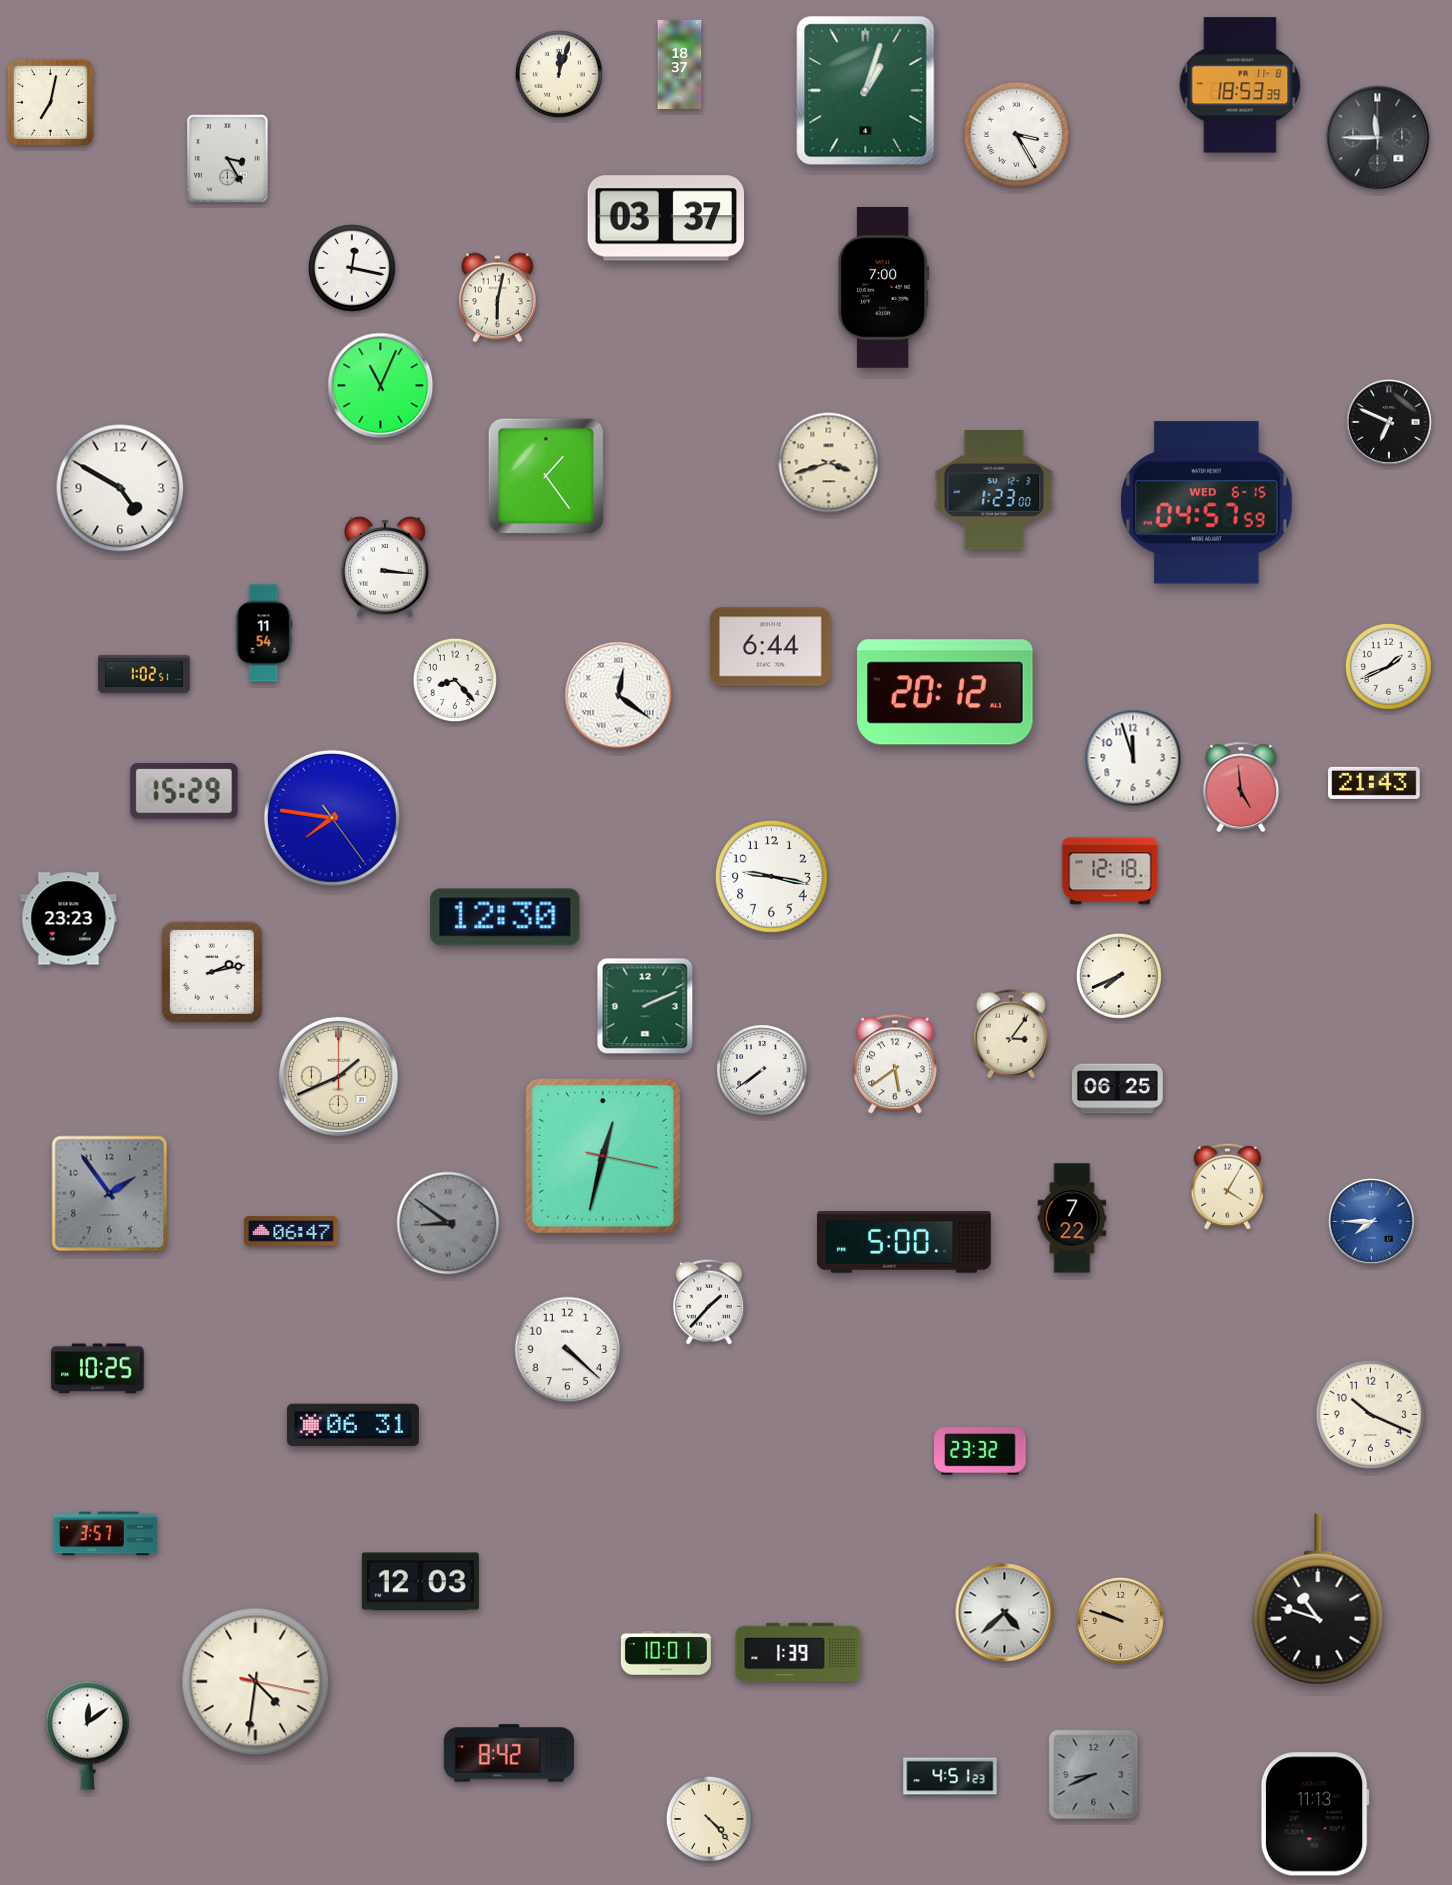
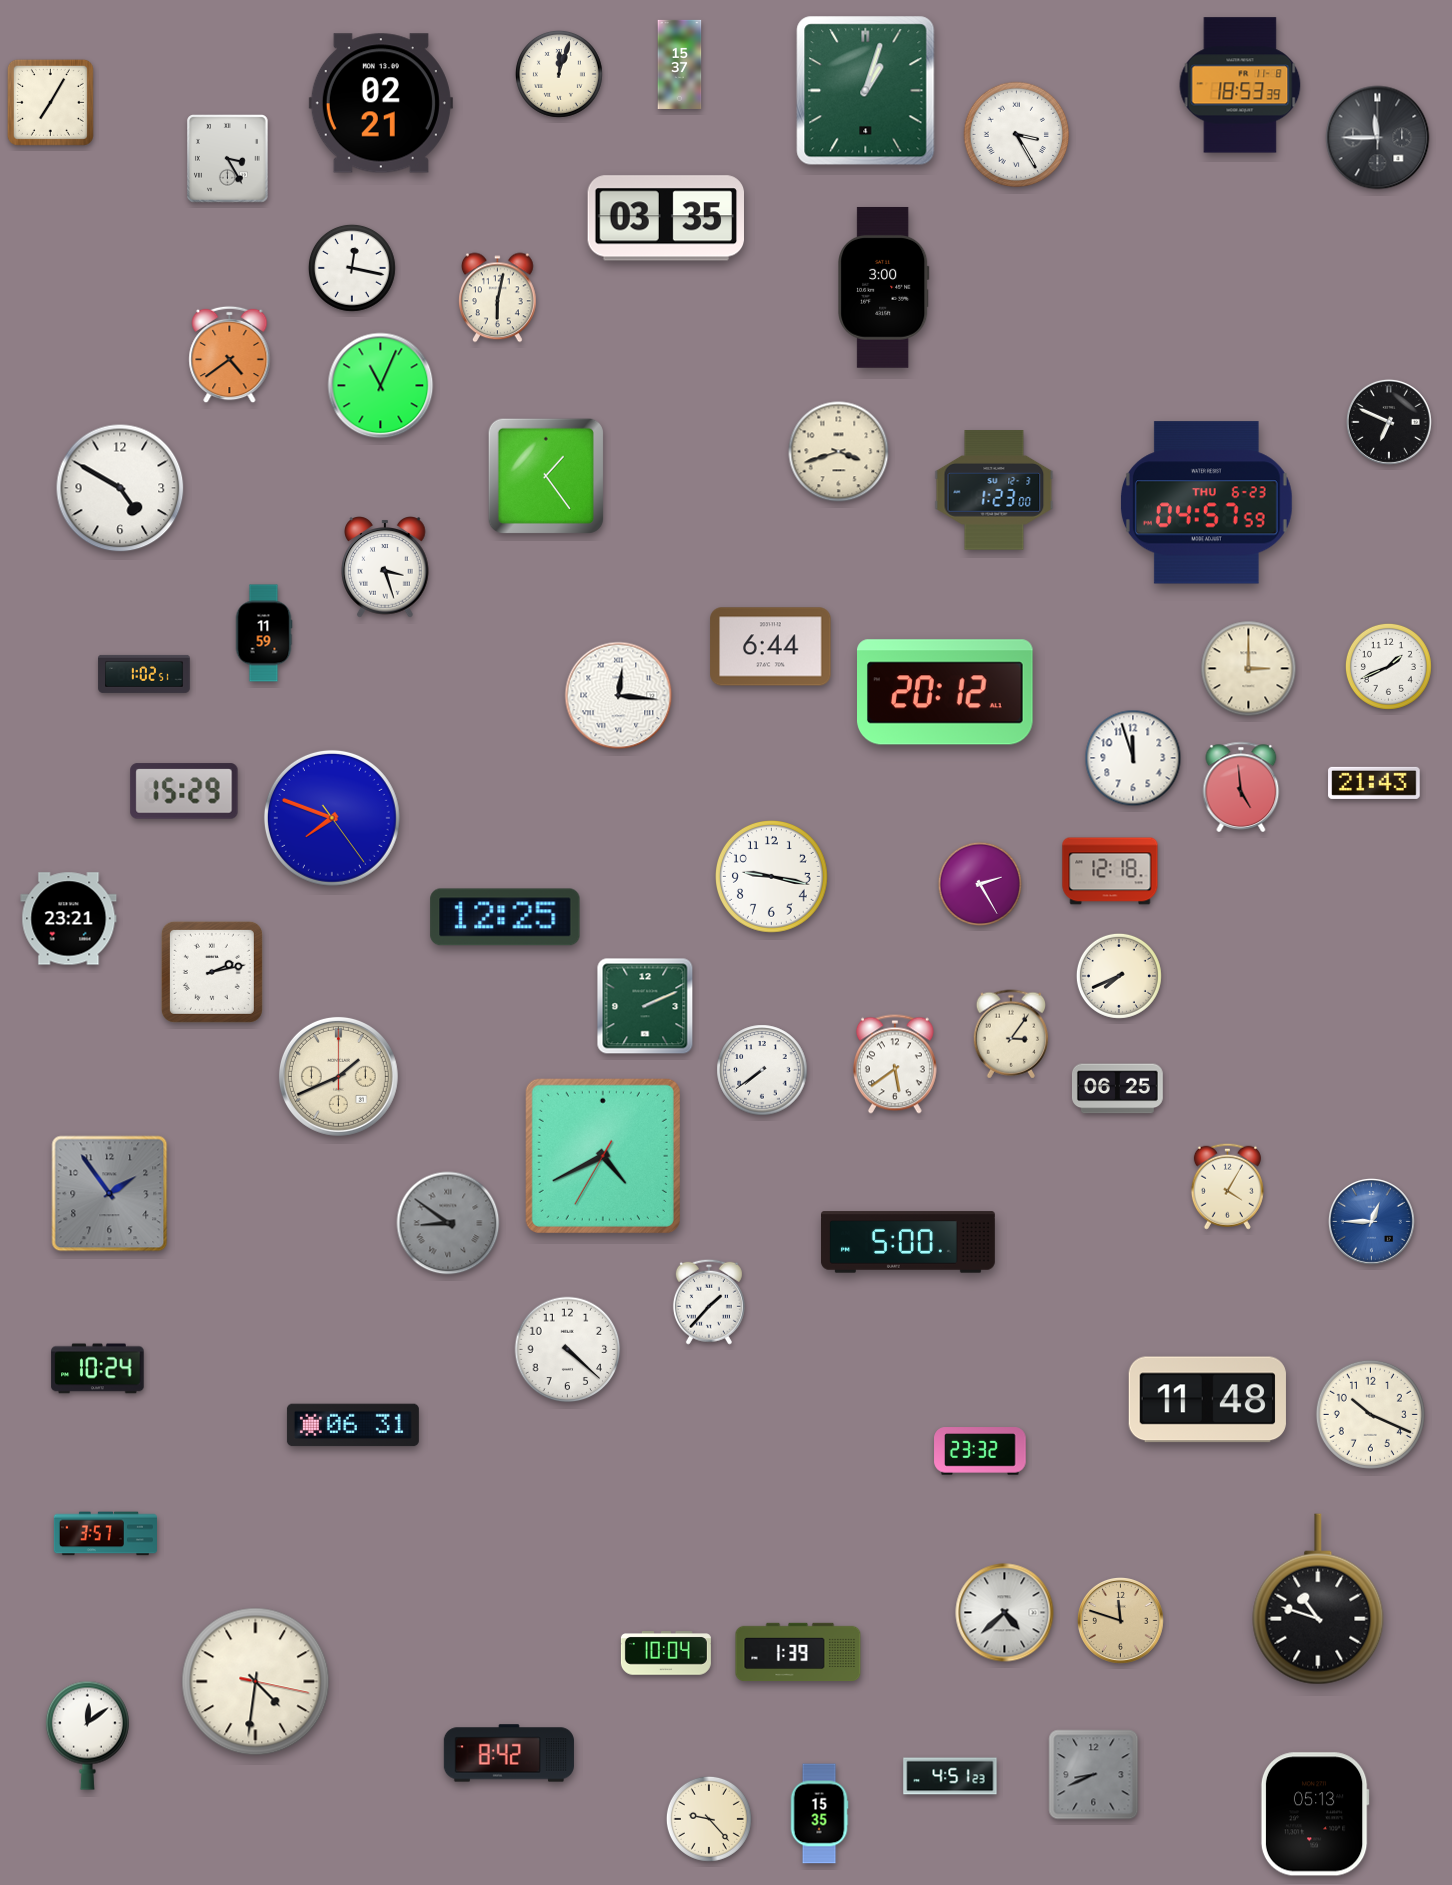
clock at (680, 64): 18:37 -> 15:37
clock at (50, 102): 7:02 -> 7:05
clock at (381, 103): none -> 02:21
clock at (666, 218): 03:37 -> 03:35
clock at (884, 288): 7:00 -> 3:00
clock at (230, 355): none -> 4:39
clock at (829, 463) position: (829, 463) -> (839, 452)
clock at (1206, 503) date: WED 6-15 -> THU 6-23
clock at (385, 567): 3:16 -> 3:27
clock at (264, 633): 11:54 -> 11:59
clock at (1249, 669): none -> 3:00
clock at (454, 679): 8:23 -> none
clock at (619, 696): 12:21 -> 12:16
clock at (332, 818): 7:46 -> 7:48
clock at (979, 883): none -> 2:25
clock at (505, 917): 12:30 -> 12:25
clock at (69, 919): 23:23 -> 23:21
clock at (603, 1156): 12:32 -> 4:40
clock at (1072, 1218): 7:22 -> none
clock at (1371, 1221): 7:45 -> 12:45
clock at (291, 1231): 06:47 -> none
clock at (904, 1242) position: (904, 1242) -> (908, 1242)
clock at (98, 1369): 10:25 -> 10:24
clock at (1207, 1400): none -> 11:48
clock at (420, 1582): 12:03 -> none
clock at (1120, 1620): 9:48 -> 11:48
clock at (666, 1653): 10:01 -> 10:04
clock at (819, 1814): none -> 15:35
clock at (1315, 1814): 11:13 -> 05:13
clock at (709, 1819): 4:23 -> 9:23
